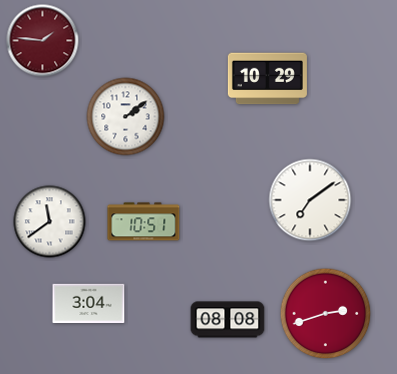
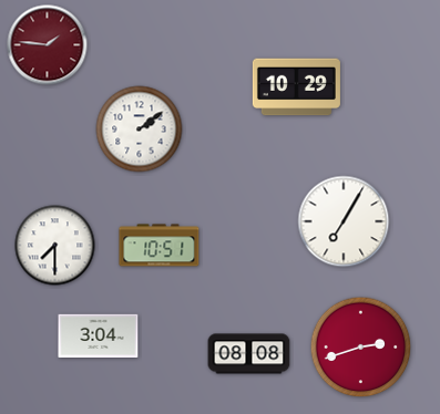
clock at (310, 200): 7:09 -> 7:05
clock at (50, 222): 11:39 -> 7:30
clock at (228, 320) position: (228, 320) -> (249, 354)
